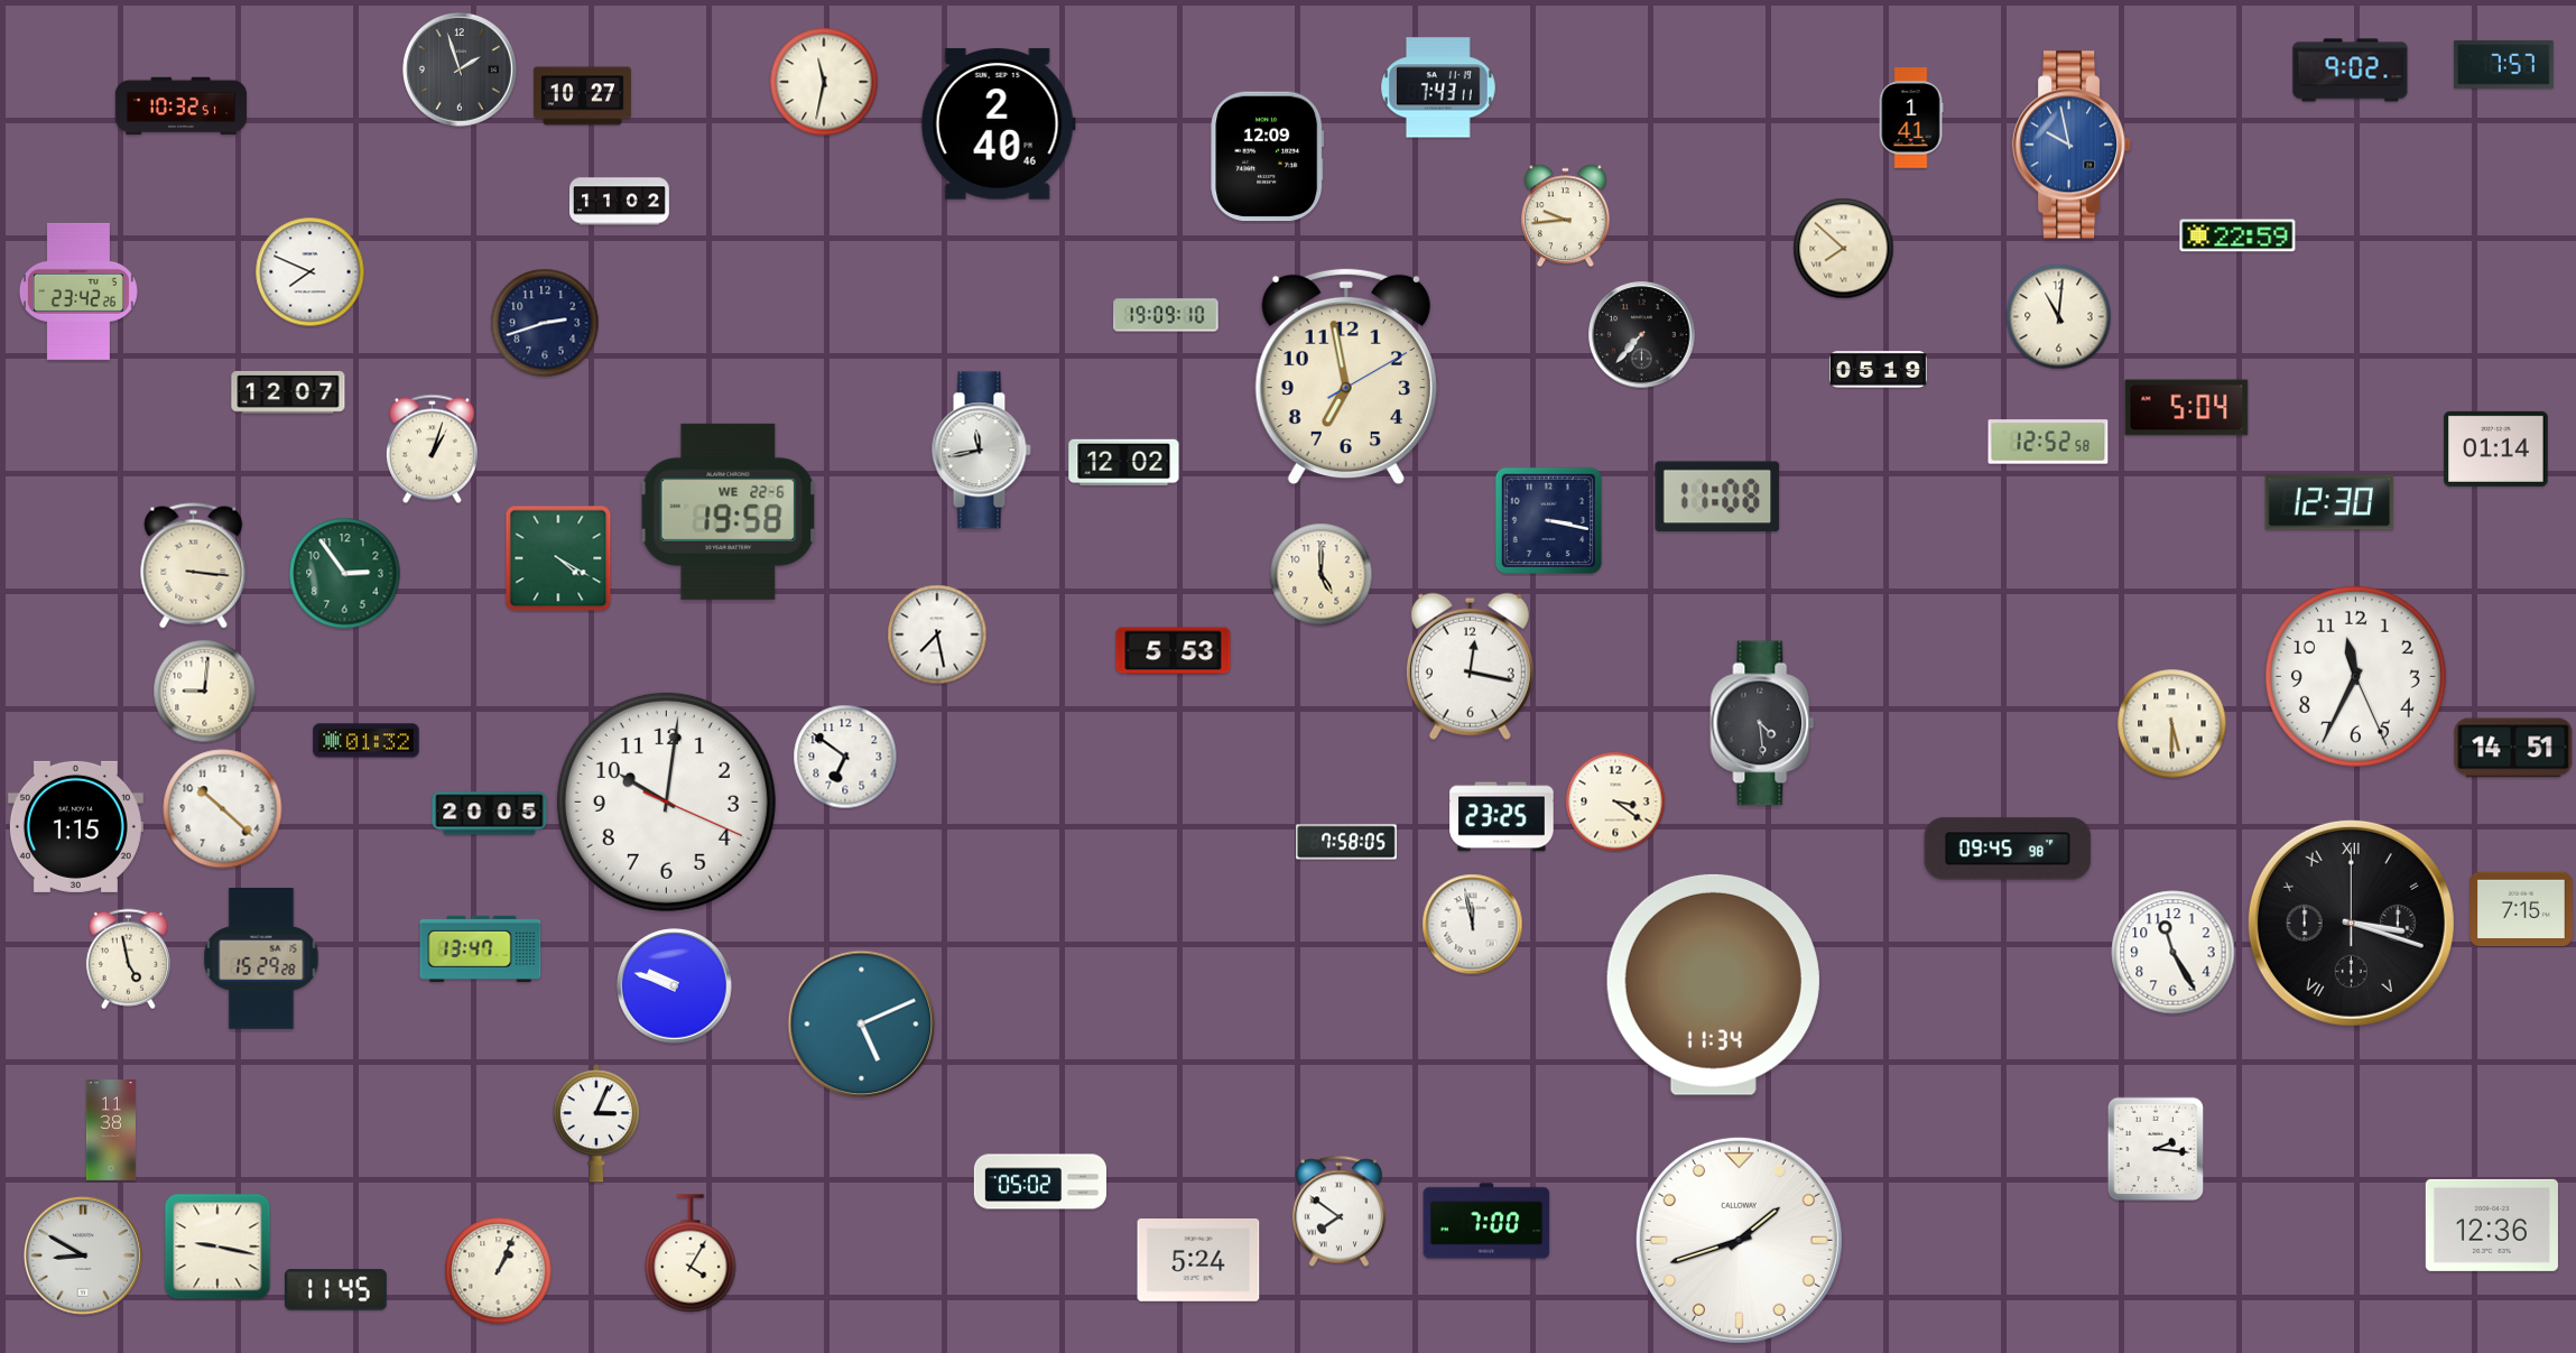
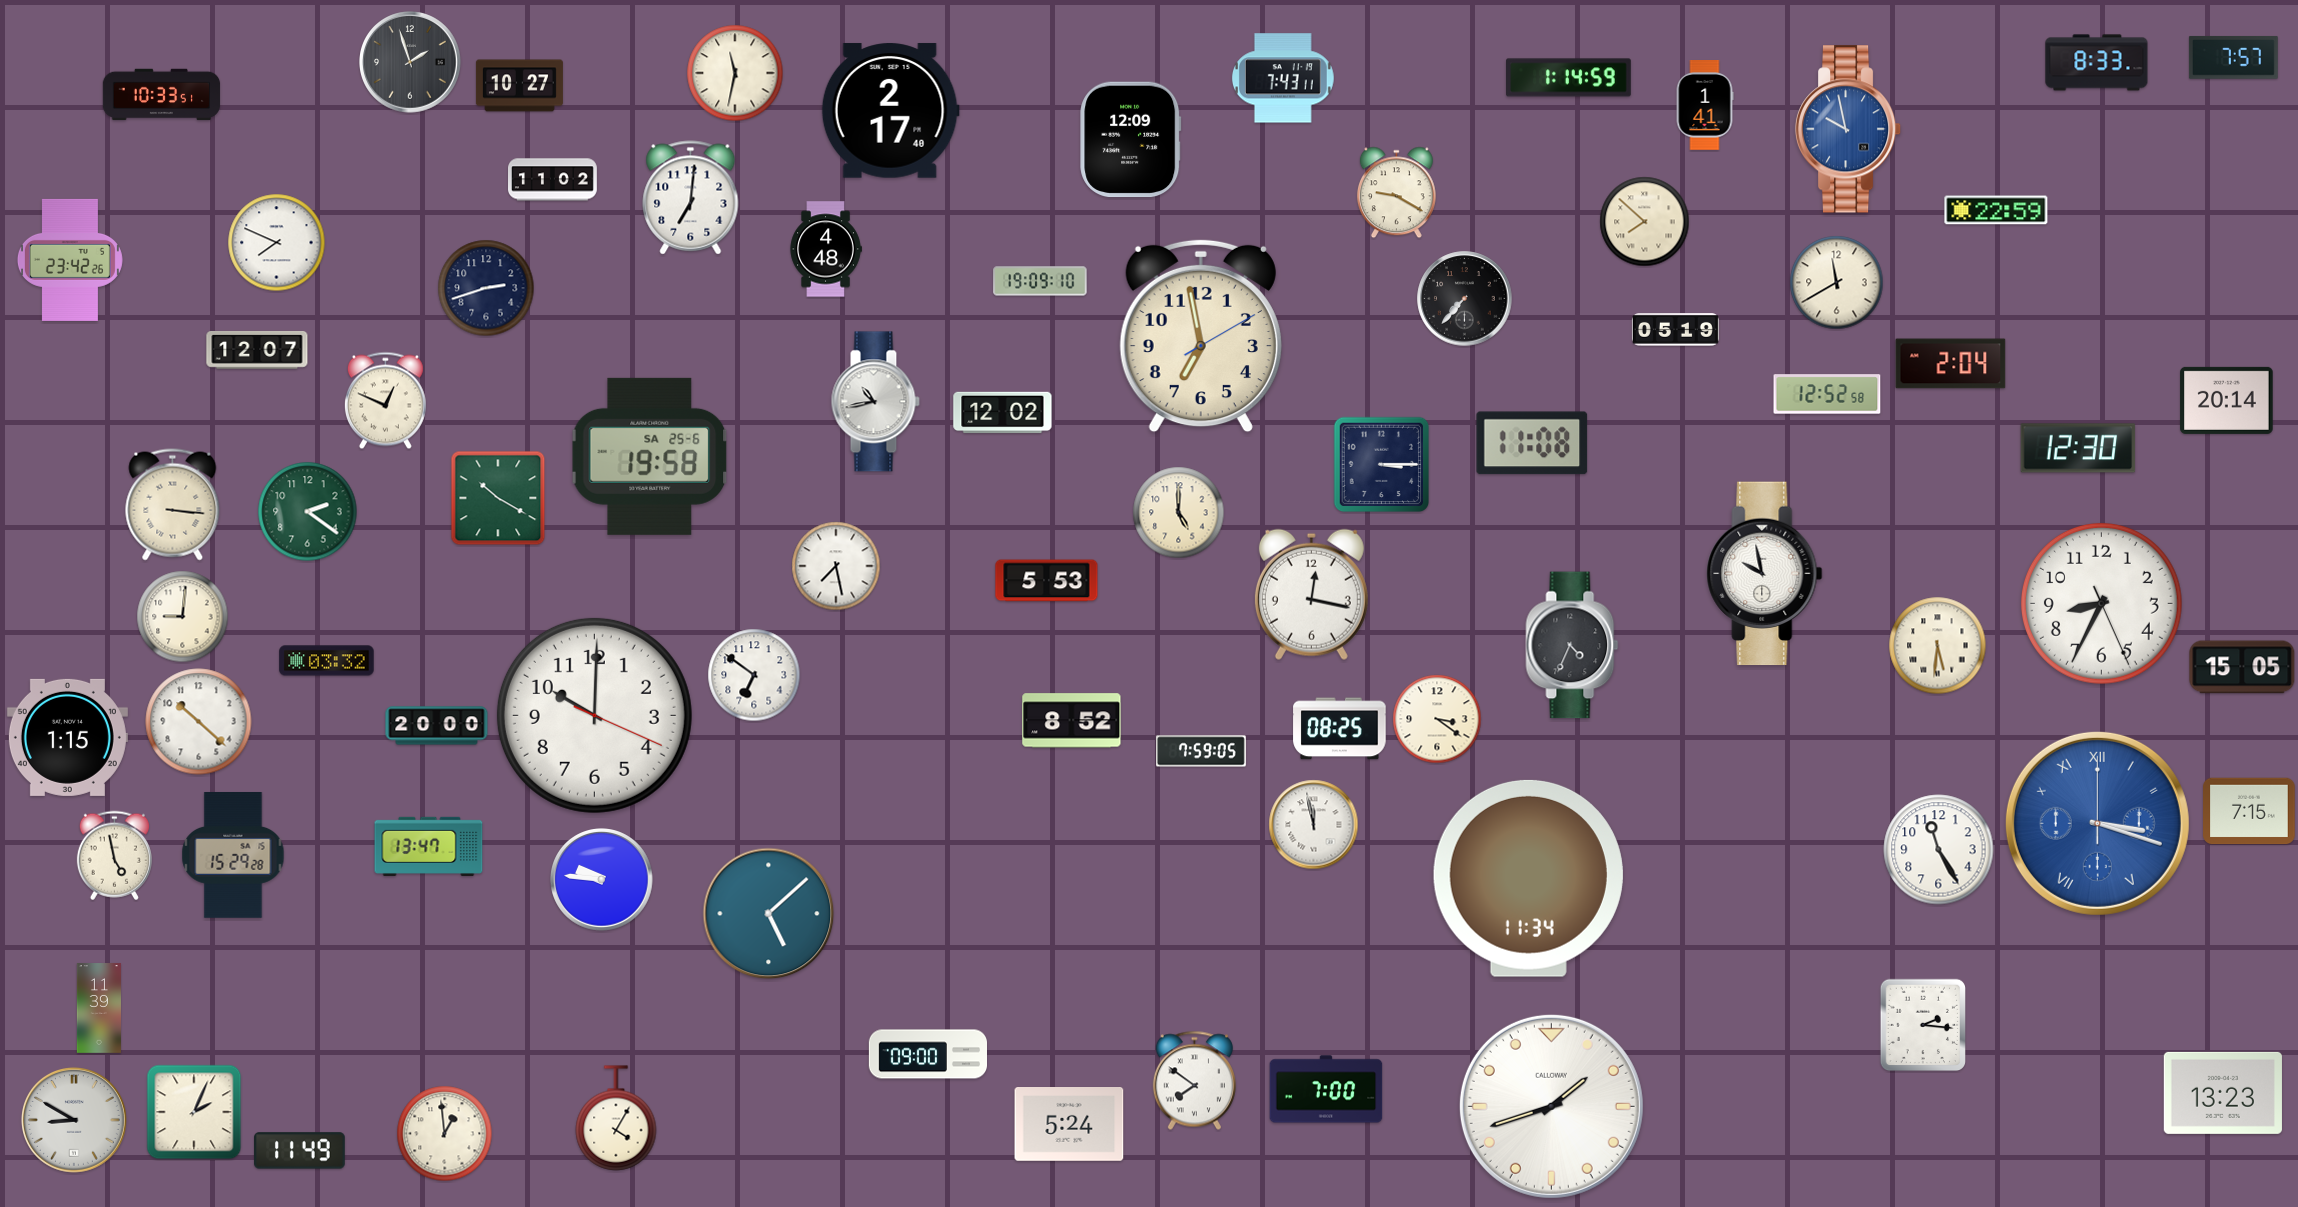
clock at (2351, 71): 9:02 -> 8:33
clock at (1569, 78): none -> 1:14
clock at (182, 106): 10:32 -> 10:33
clock at (998, 124): 2:40 -> 2:17
clock at (1565, 216): 9:44 -> 9:20
clock at (691, 198): none -> 7:01
clock at (826, 249): none -> 4:48
clock at (2059, 317): 11:01 -> 11:40
clock at (2187, 408): 5:04 -> 2:04
clock at (2496, 448): 01:14 -> 20:14
clock at (432, 450): 1:03 -> 12:49
clock at (981, 451): 11:43 -> 10:43
clock at (729, 511) date: WE 22-6 -> SA 25-6
clock at (1549, 521): 3:17 -> 3:15
clock at (558, 558): 4:20 -> 10:20
clock at (345, 574): 2:54 -> 2:21
clock at (1765, 574): none -> 9:58
clock at (2355, 676): 11:34 -> 8:34
clock at (1762, 723): 4:29 -> 4:34
clock at (2172, 724): 5:30 -> 5:31
clock at (367, 741): 01:32 -> 03:32
clock at (2513, 748): 14:51 -> 15:05
clock at (666, 801): 10:01 -> 10:00
clock at (1615, 801) position: (1615, 801) -> (1437, 719)
clock at (1072, 721): none -> 8:52
clock at (490, 814): 20:05 -> 20:00
clock at (1502, 817): 23:25 -> 08:25
clock at (1347, 842): 7:58 -> 7:59
clock at (2008, 849): 09:45 -> none
clock at (2351, 923) dial: black -> blue
clock at (675, 986): 9:48 -> 9:46
clock at (862, 1025): 5:11 -> 5:08
clock at (596, 1123): 3:04 -> none
clock at (111, 1130): 11:38 -> 11:39
clock at (1039, 1181): 05:02 -> 09:00
clock at (2492, 1225): 12:36 -> 13:23
clock at (217, 1247): 9:17 -> 2:04
clock at (499, 1271): 1:04 -> 12:59
clock at (336, 1290): 11:45 -> 11:49
